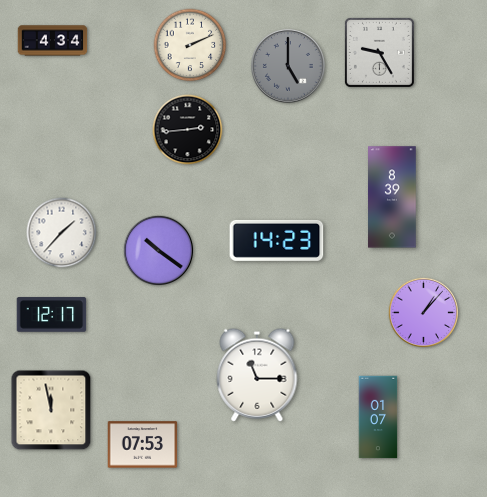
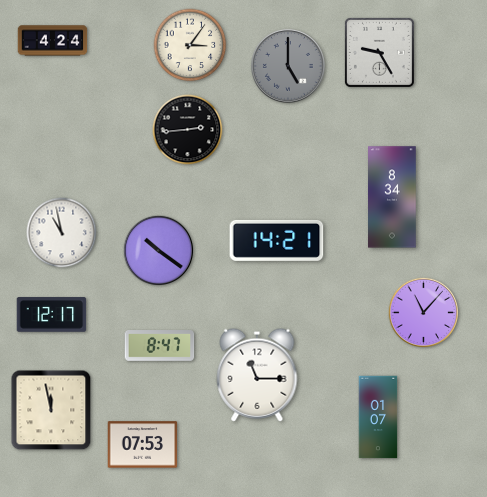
clock at (53, 41): 4:34 -> 4:24
clock at (190, 45): 2:11 -> 3:06
clock at (392, 197): 8:39 -> 8:34
clock at (62, 233): 1:37 -> 10:58
clock at (277, 240): 14:23 -> 14:21
clock at (424, 313): 1:07 -> 11:07
clock at (160, 346): none -> 8:47
